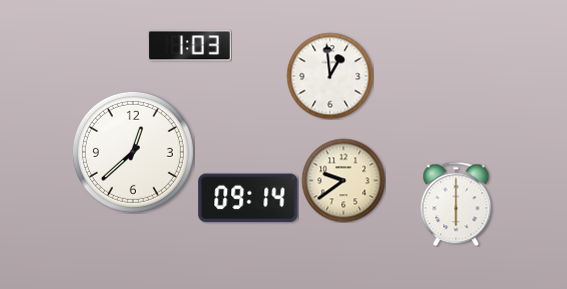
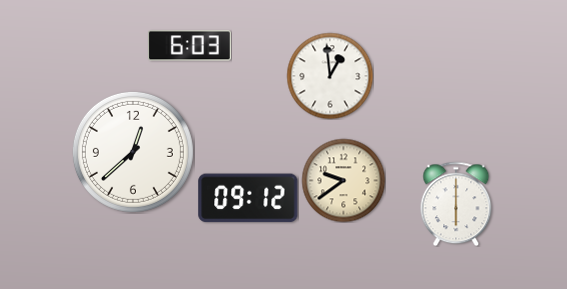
clock at (189, 46): 1:03 -> 6:03
clock at (248, 198): 09:14 -> 09:12
